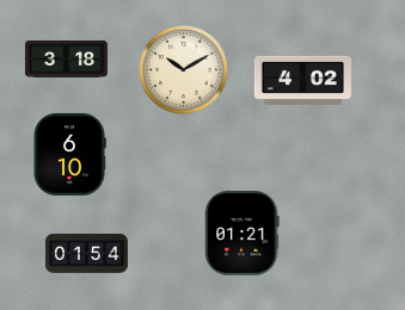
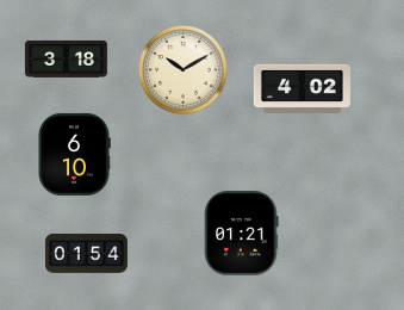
clock at (302, 80) position: (302, 80) -> (302, 88)
clock at (69, 154) position: (69, 154) -> (74, 154)
